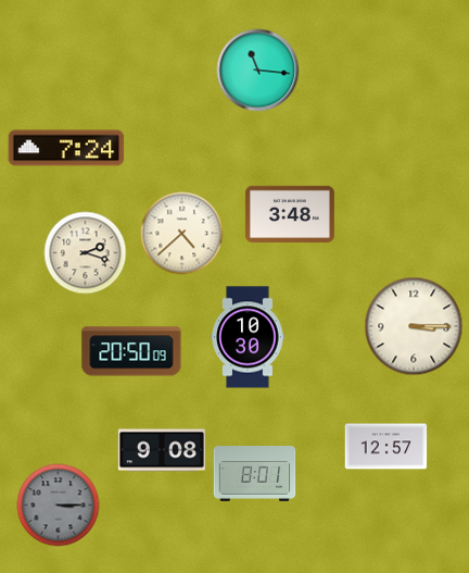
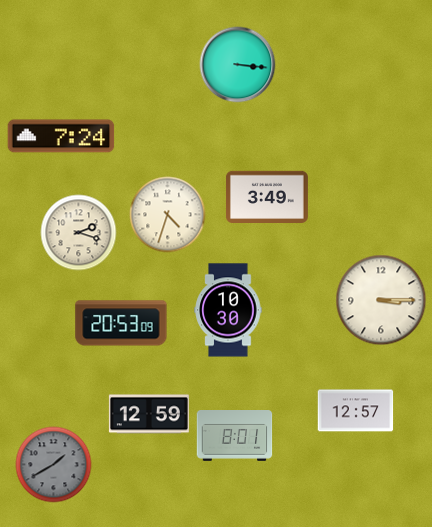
clock at (258, 71): 11:16 -> 3:16
clock at (290, 214): 3:48 -> 3:49
clock at (182, 234): 4:38 -> 4:33
clock at (131, 351): 20:50 -> 20:53
clock at (162, 450): 9:08 -> 12:59
clock at (59, 506): 3:15 -> 1:40
